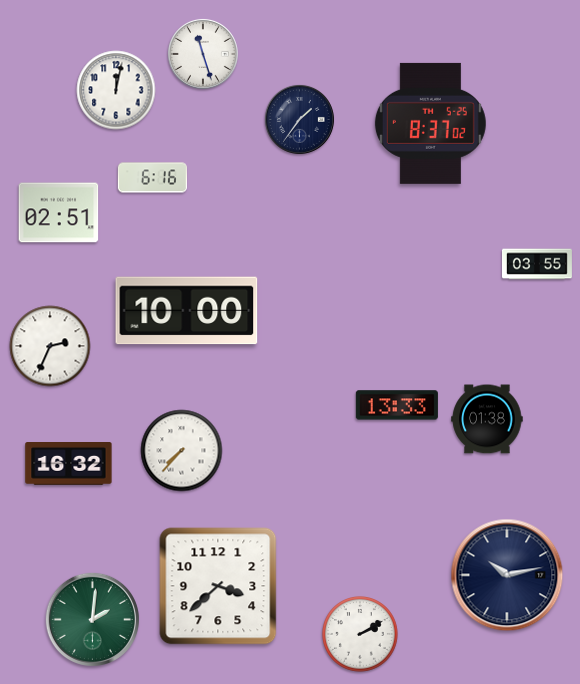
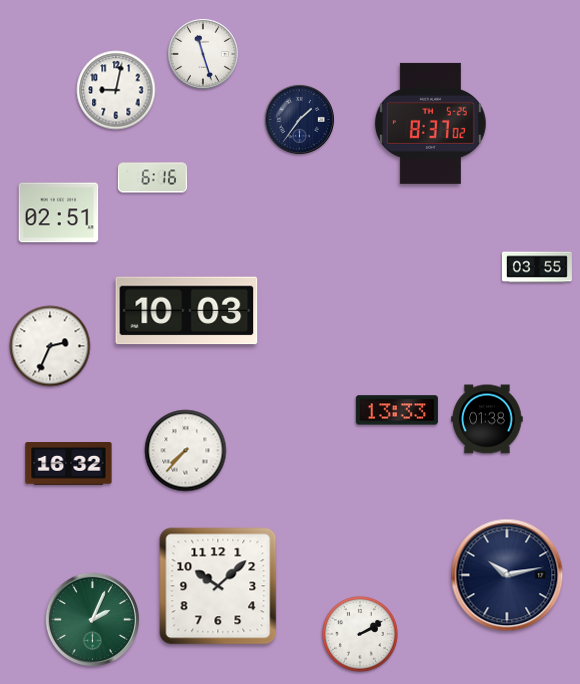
clock at (116, 90): 12:02 -> 9:02
clock at (537, 264) position: (537, 264) -> (537, 267)
clock at (187, 311): 10:00 -> 10:03
clock at (397, 405) position: (397, 405) -> (397, 410)
clock at (182, 451) position: (182, 451) -> (186, 451)
clock at (218, 586): 3:38 -> 10:08
clock at (92, 619): 2:01 -> 2:04
